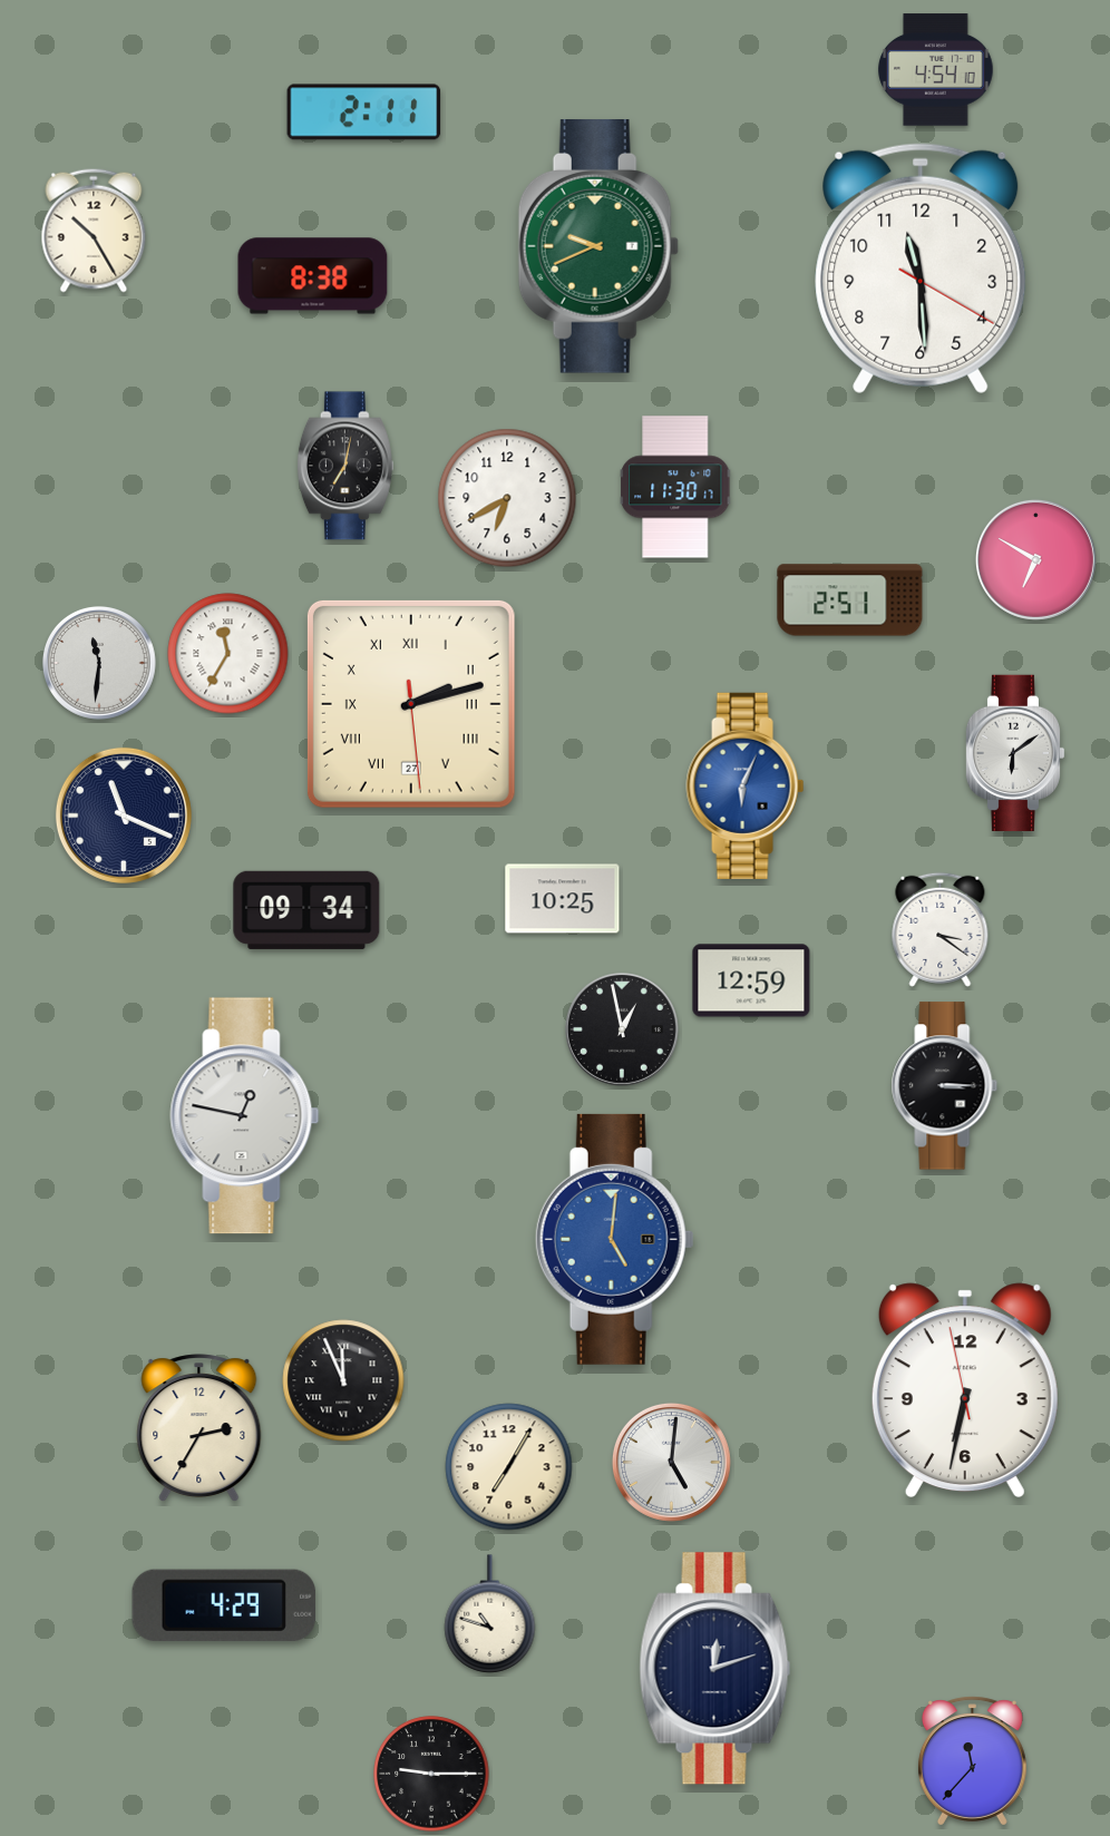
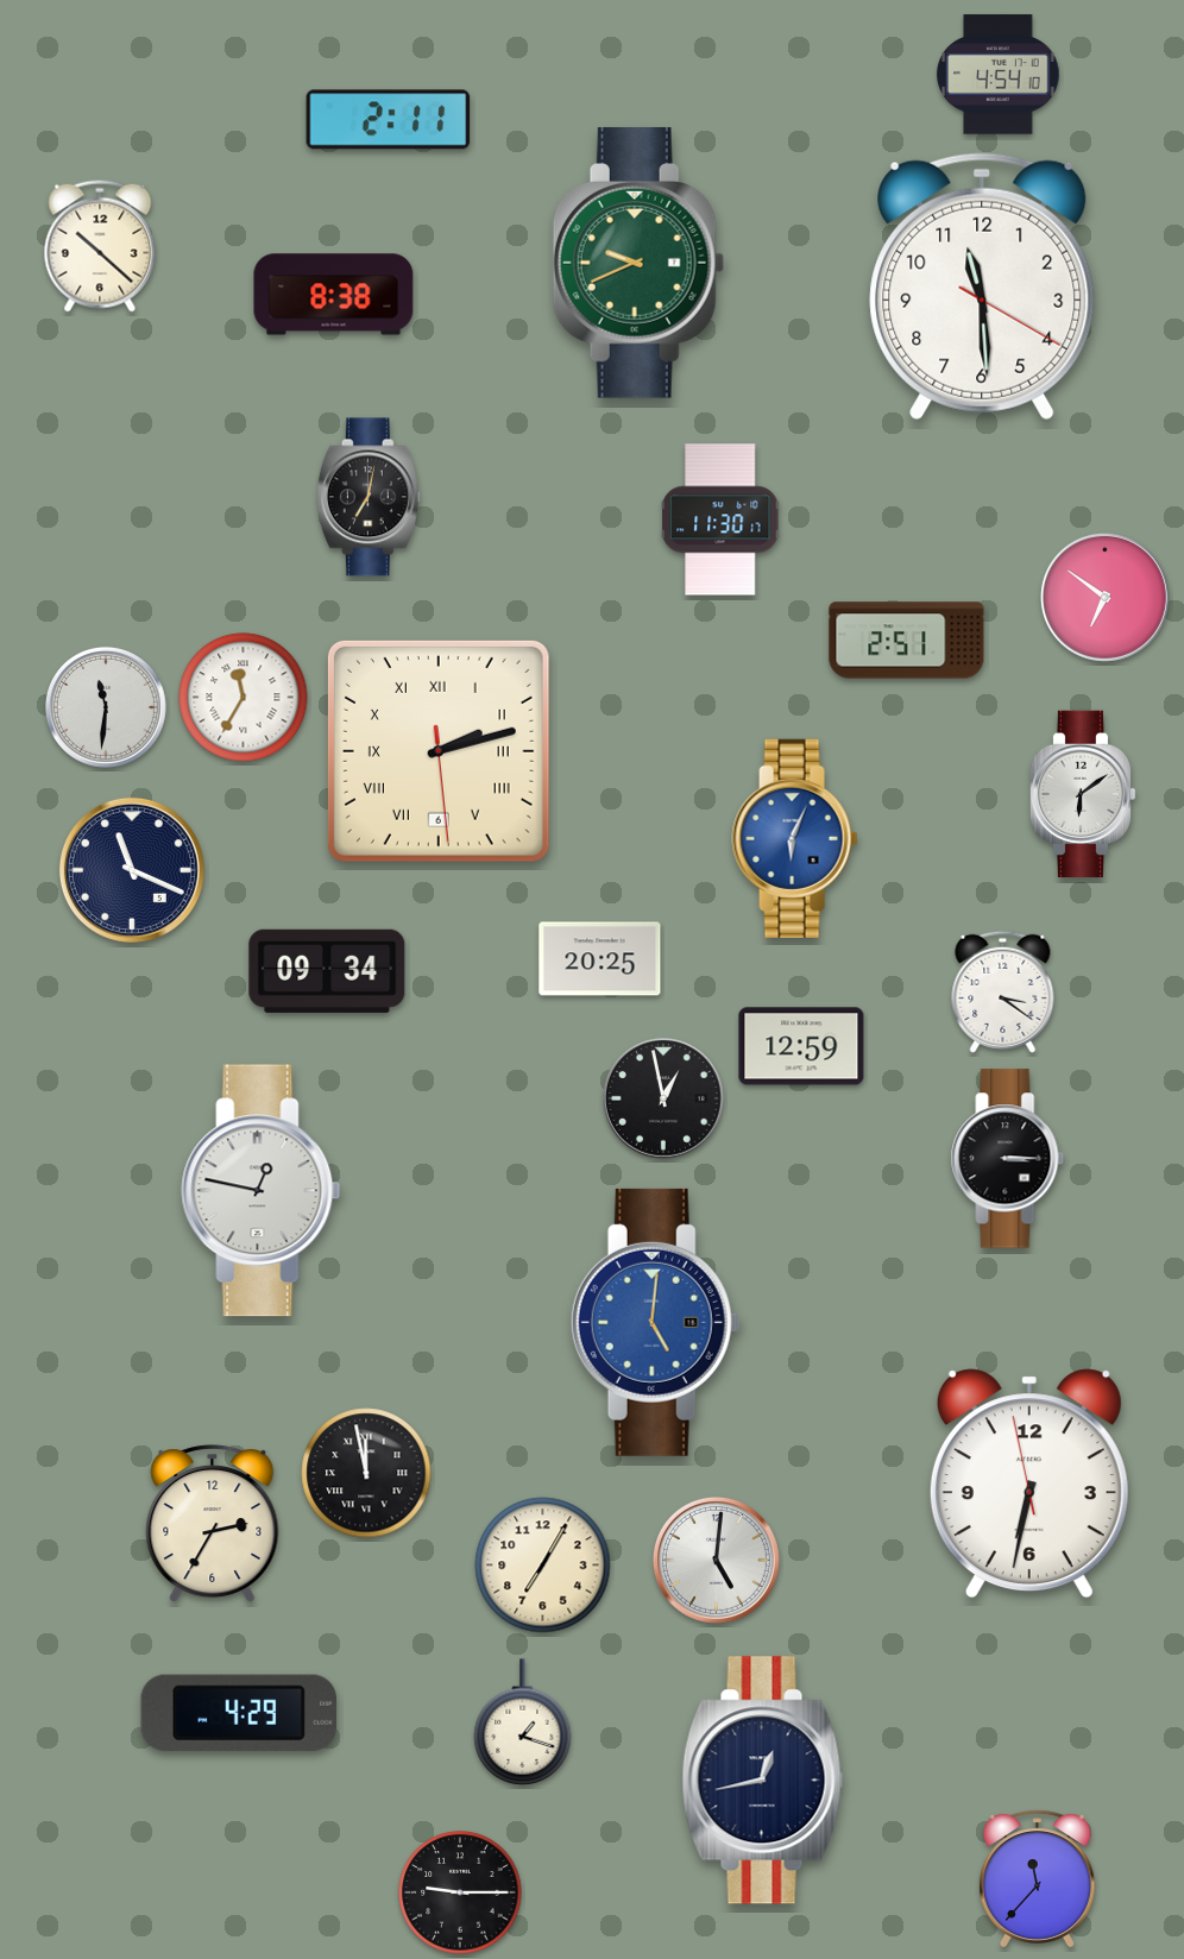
clock at (94, 231): 10:25 -> 10:22
clock at (507, 498): 6:40 -> none
clock at (1035, 559): 6:50 -> 6:51
clock at (411, 704) date: 27 -> 6
clock at (1015, 752) position: (1015, 752) -> (1083, 793)
clock at (563, 899): 10:25 -> 20:25
clock at (343, 1380): 11:56 -> 11:58
clock at (490, 1614): 10:48 -> 1:18
clock at (715, 1669): 12:12 -> 12:43
